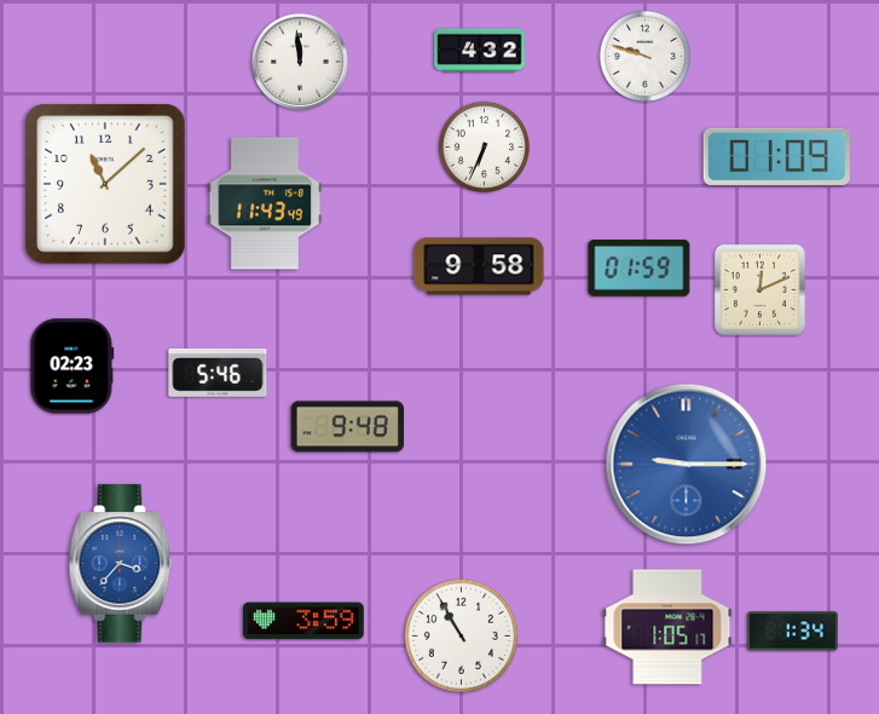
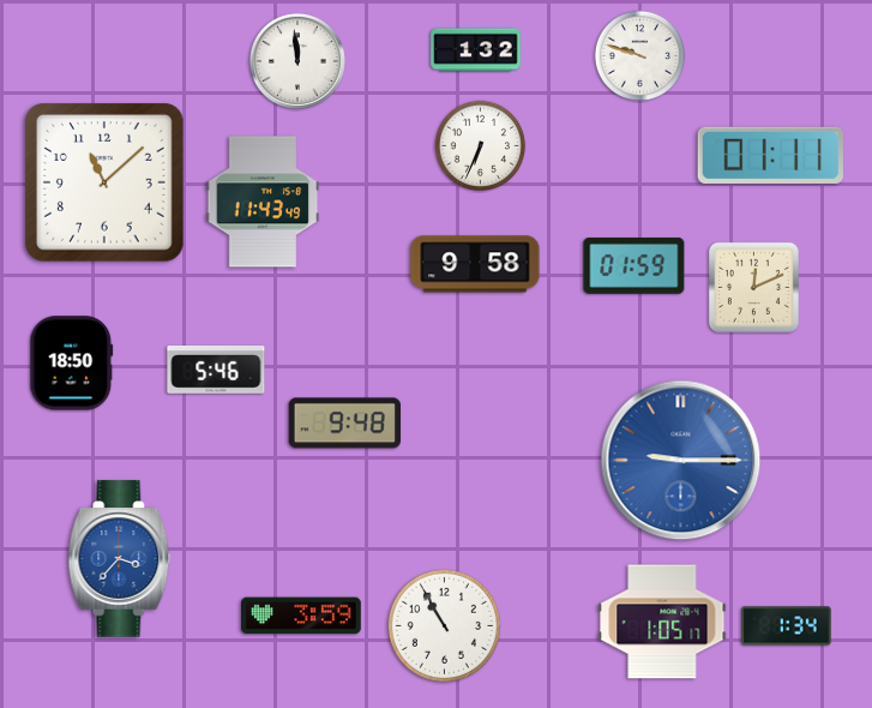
clock at (480, 51): 4:32 -> 1:32
clock at (776, 156): 01:09 -> 01:11
clock at (73, 367): 02:23 -> 18:50
clock at (461, 635) position: (461, 635) -> (444, 625)
